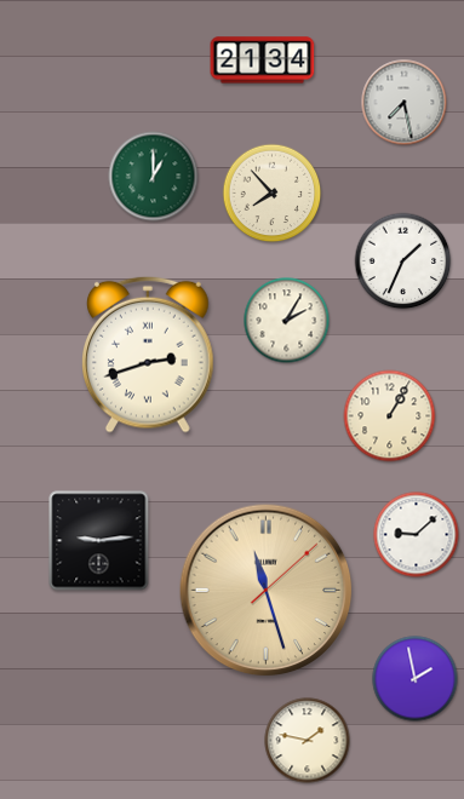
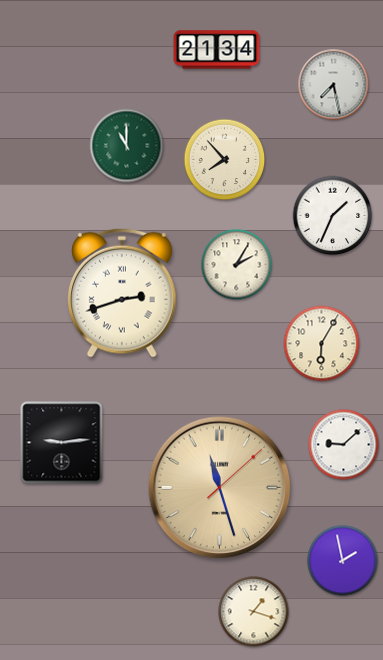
clock at (154, 177): 1:00 -> 11:00
clock at (390, 416): 1:05 -> 6:05
clock at (417, 535) position: (417, 535) -> (344, 445)
clock at (99, 541) position: (99, 541) -> (62, 443)
clock at (308, 741): 1:47 -> 1:18
